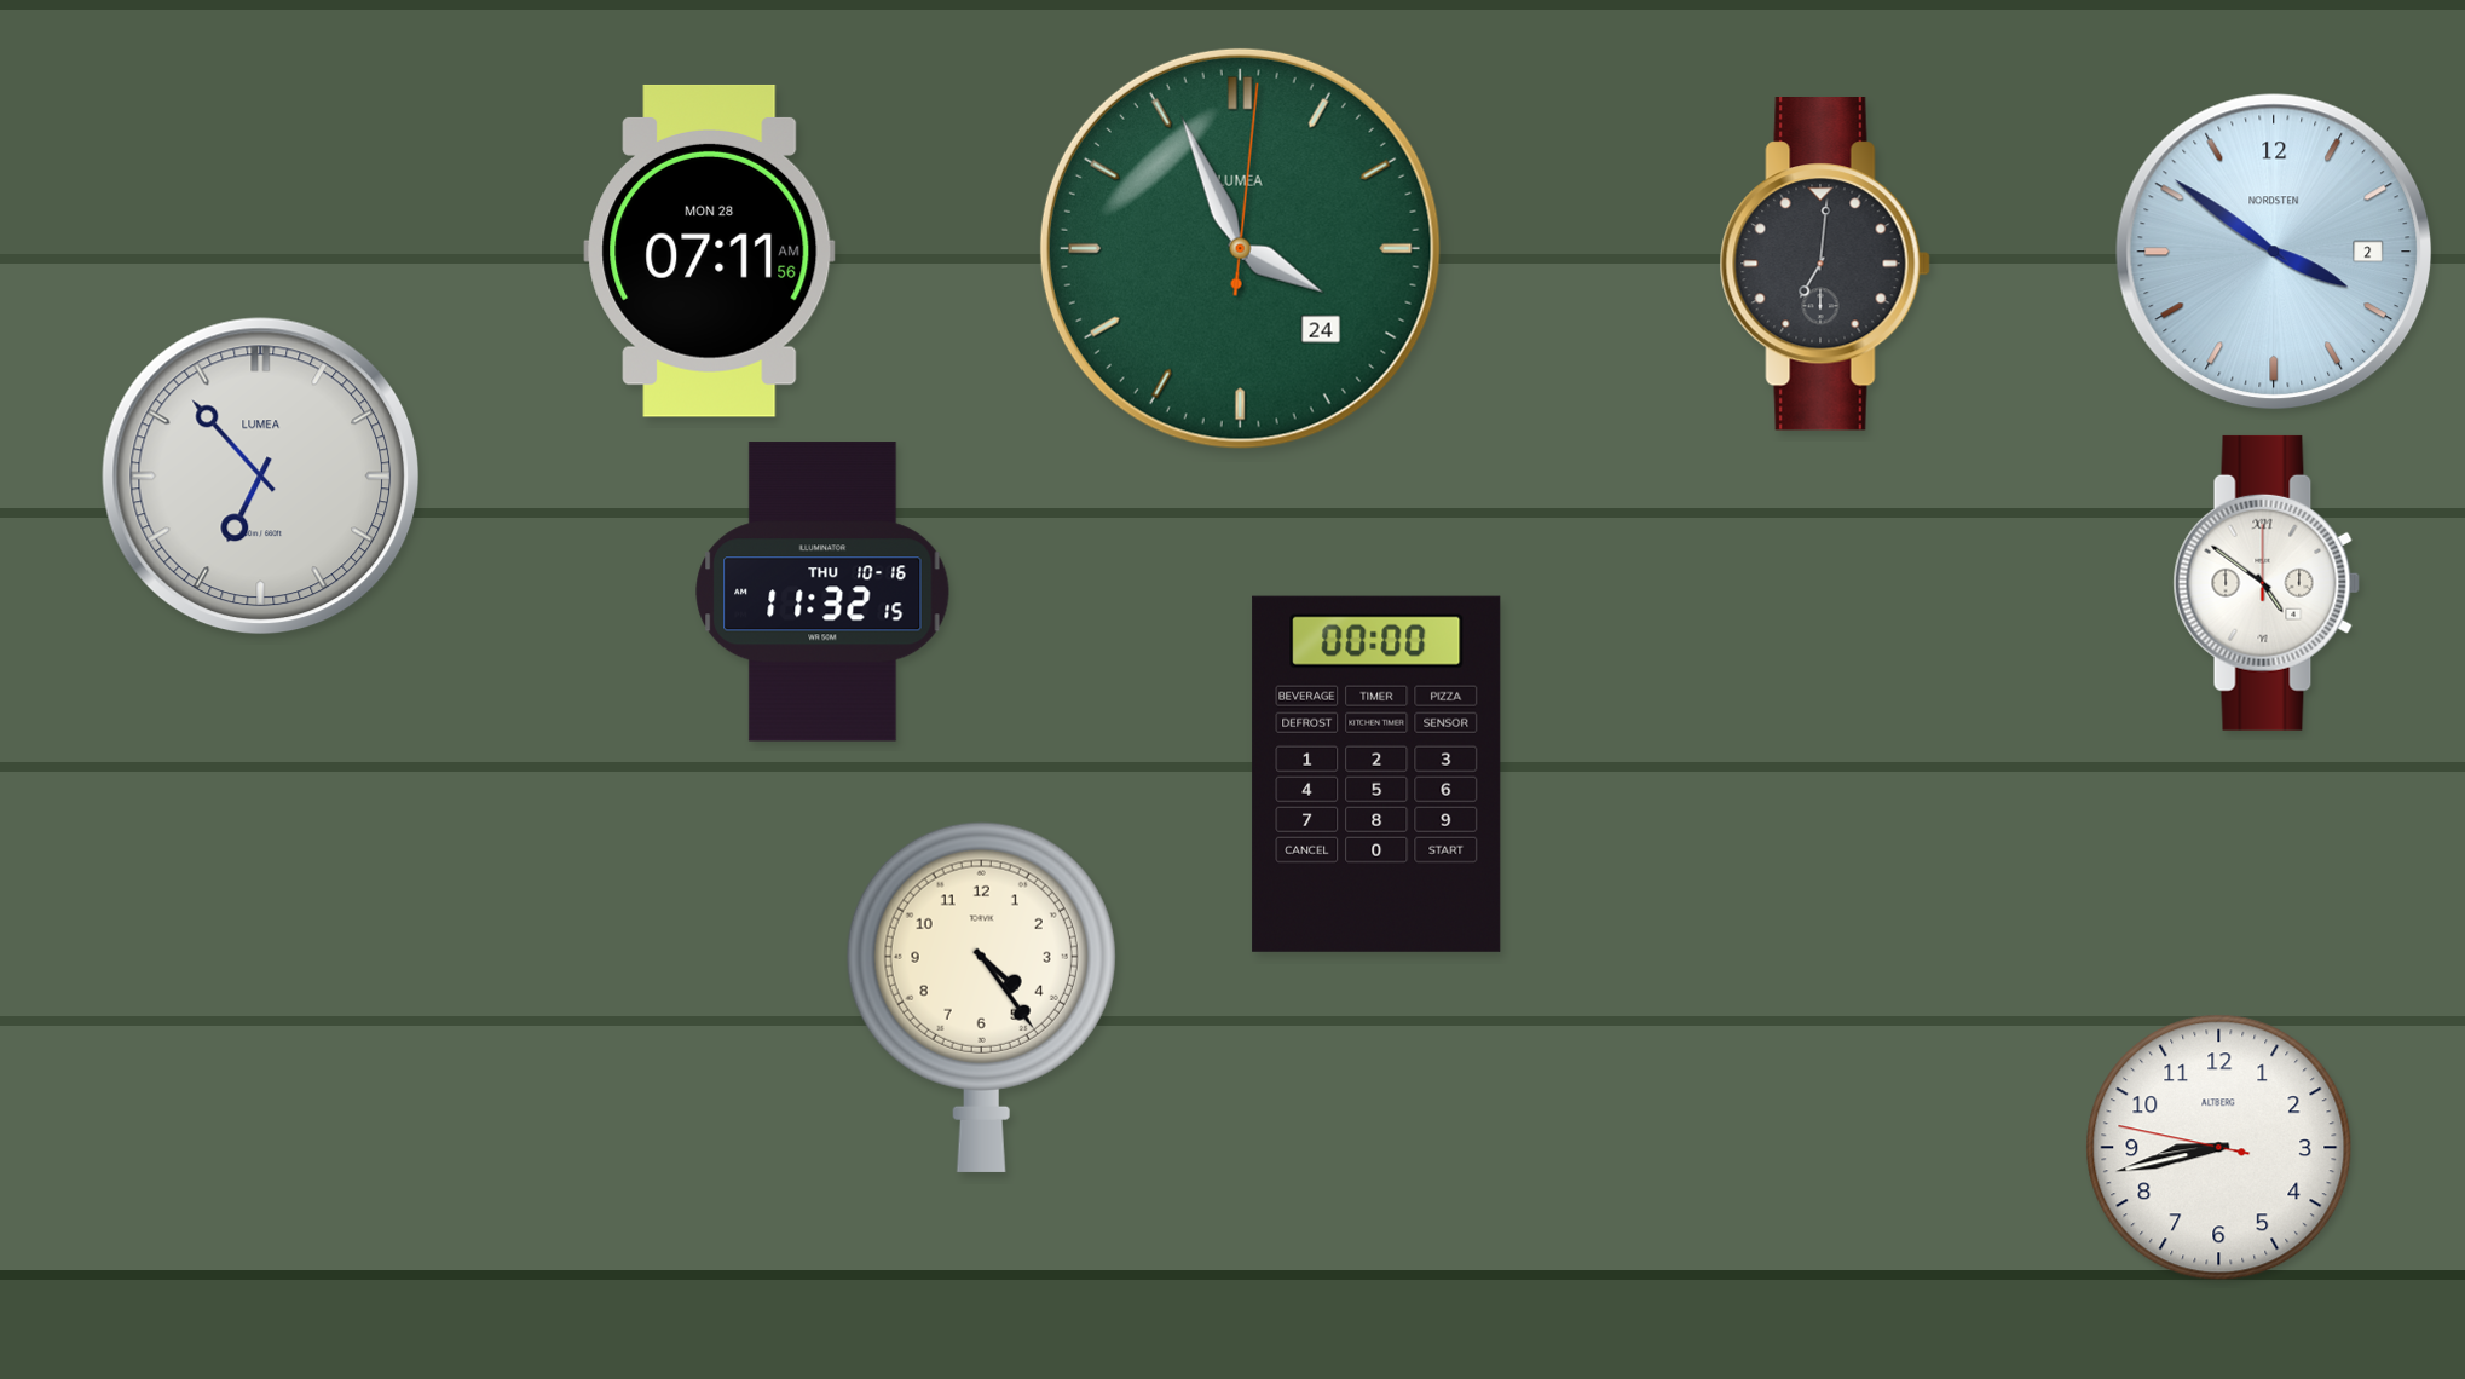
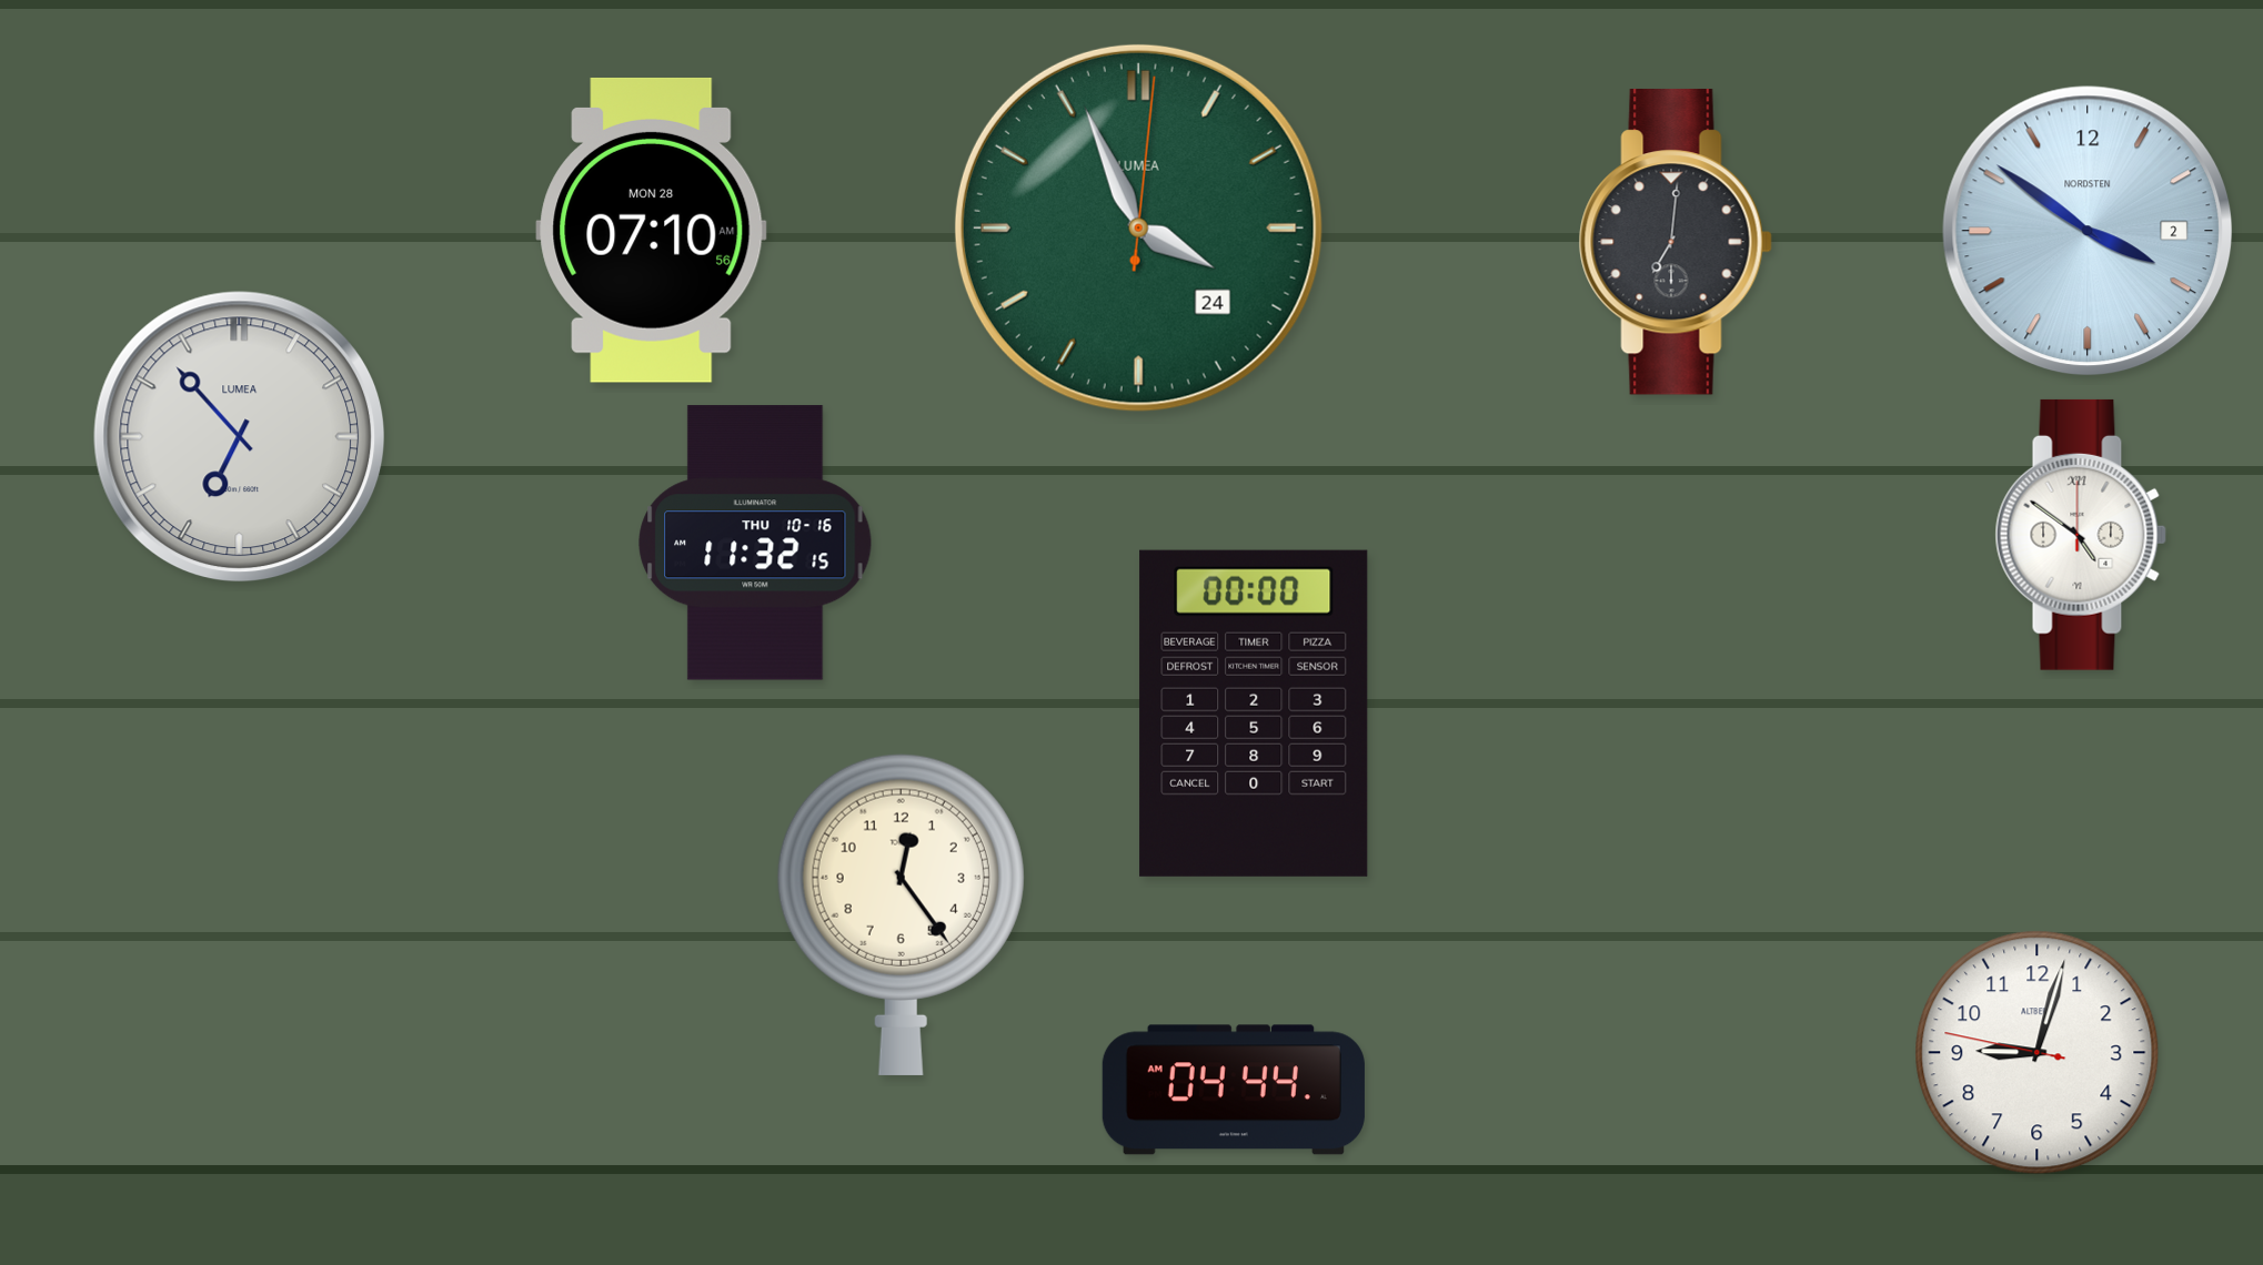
clock at (710, 250): 07:11 -> 07:10
clock at (1376, 774) position: (1376, 774) -> (1254, 714)
clock at (981, 997): 4:24 -> 12:24
clock at (2219, 1148): 8:42 -> 9:02
clock at (1234, 1090): none -> 04:44
